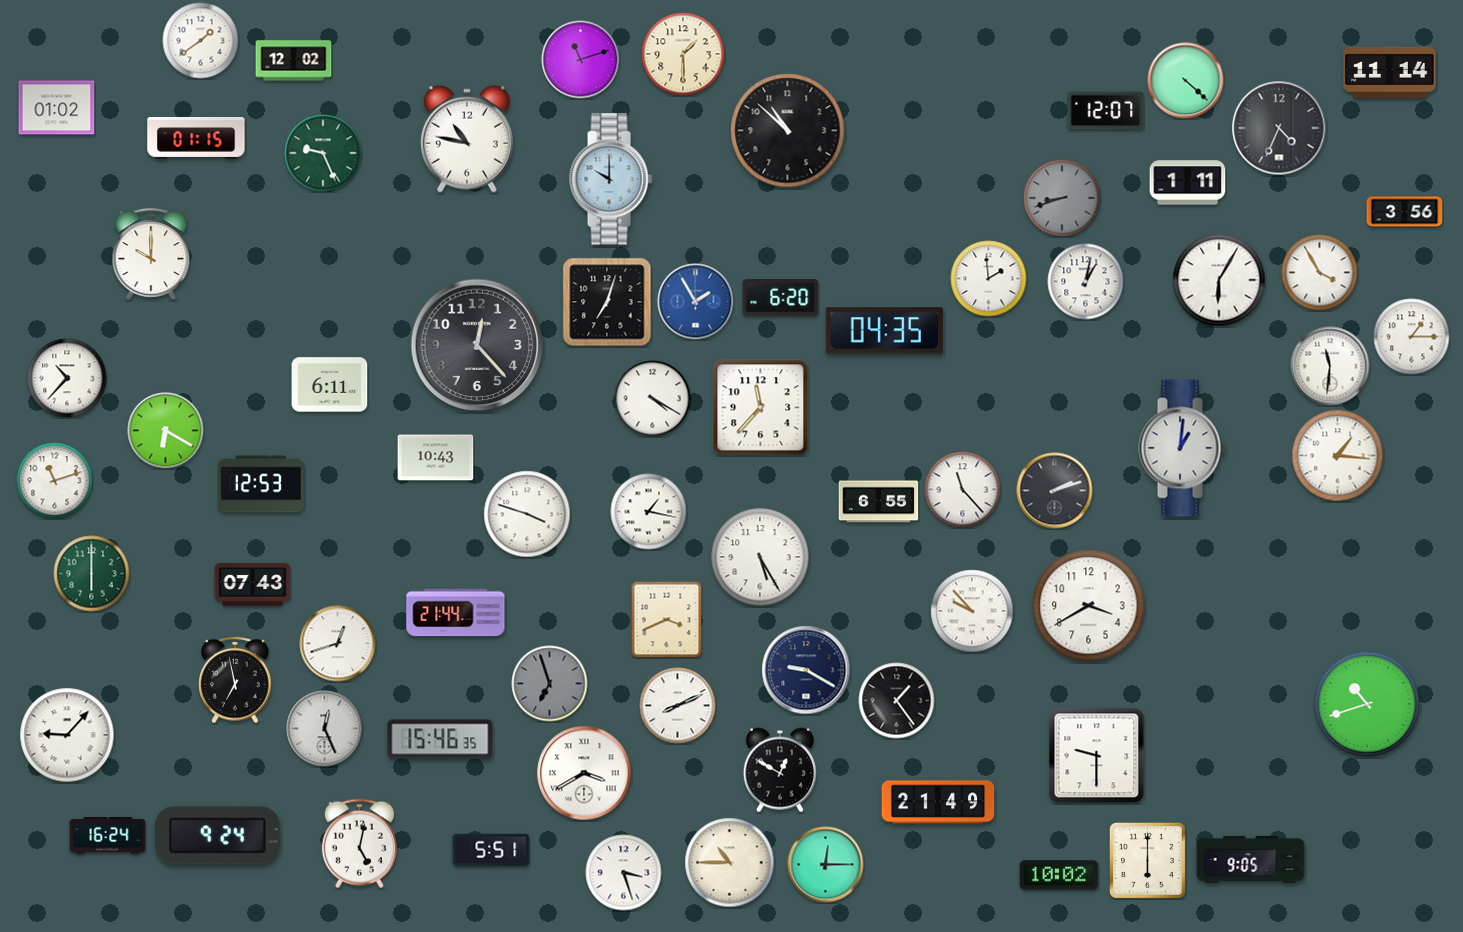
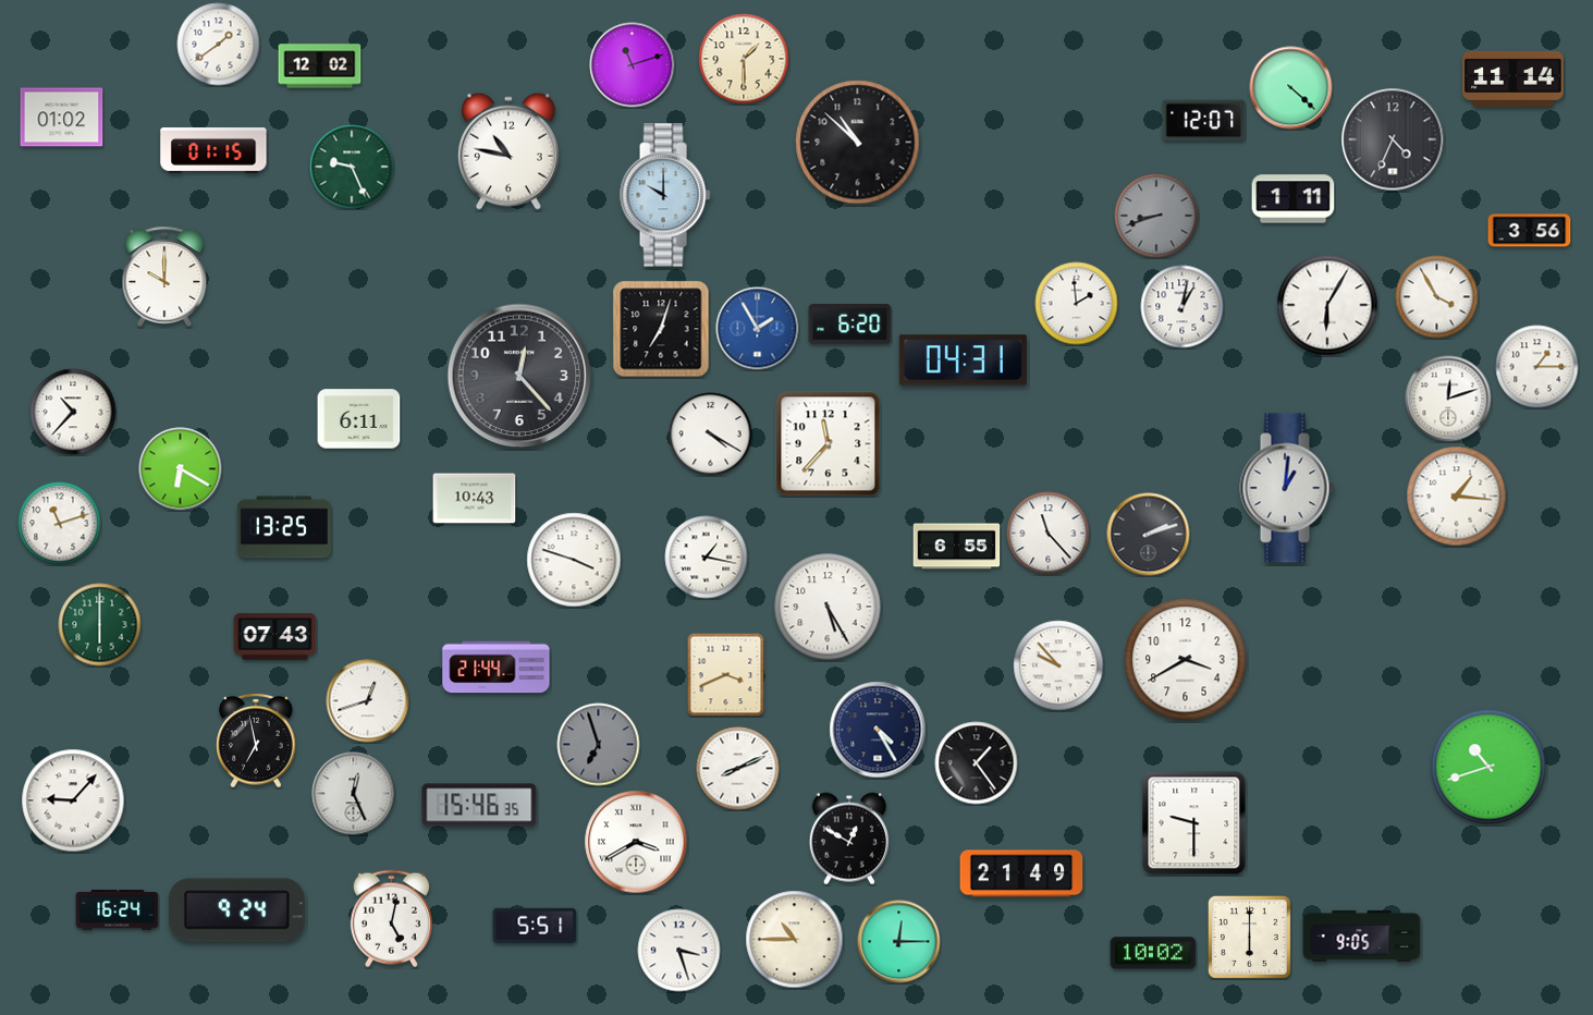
clock at (884, 331): 04:35 -> 04:31
clock at (1330, 366): 11:31 -> 12:12
clock at (261, 484): 12:53 -> 13:25
clock at (806, 670): 9:20 -> 4:25
